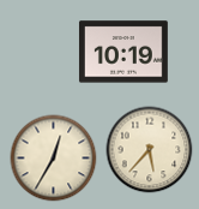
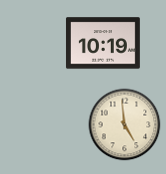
clock at (150, 150): 5:37 -> 4:59
clock at (54, 159): 12:35 -> none
